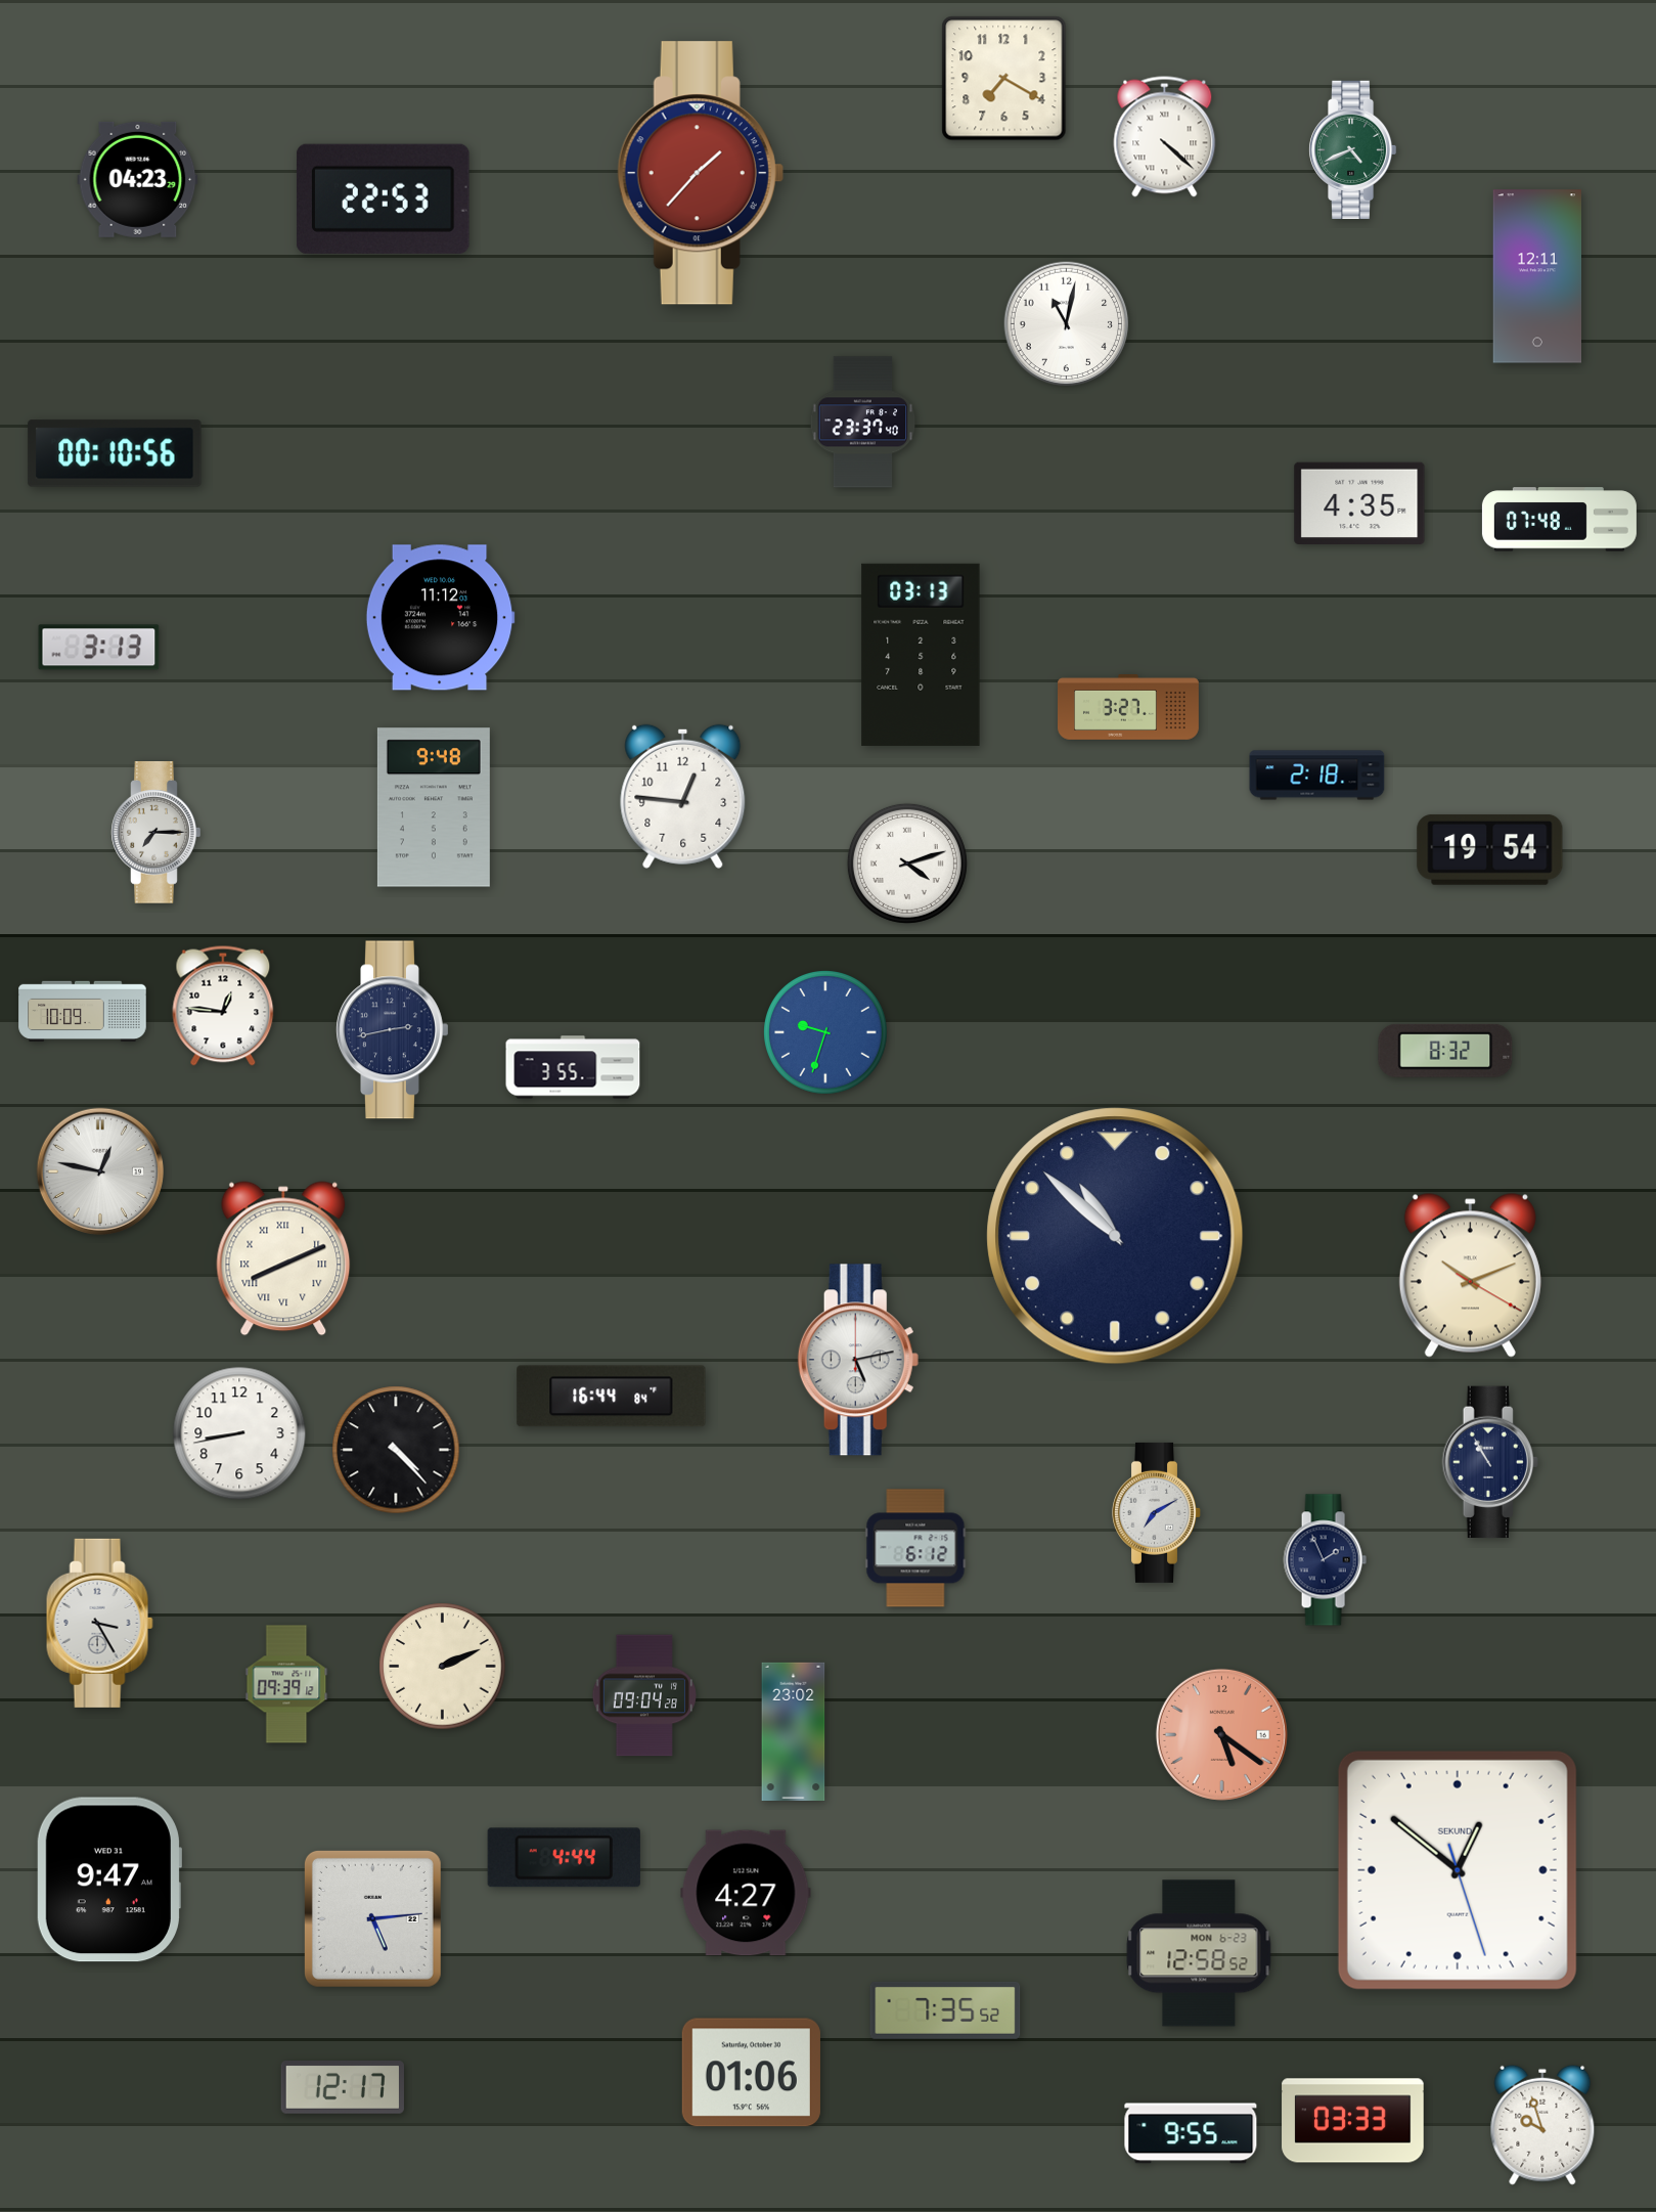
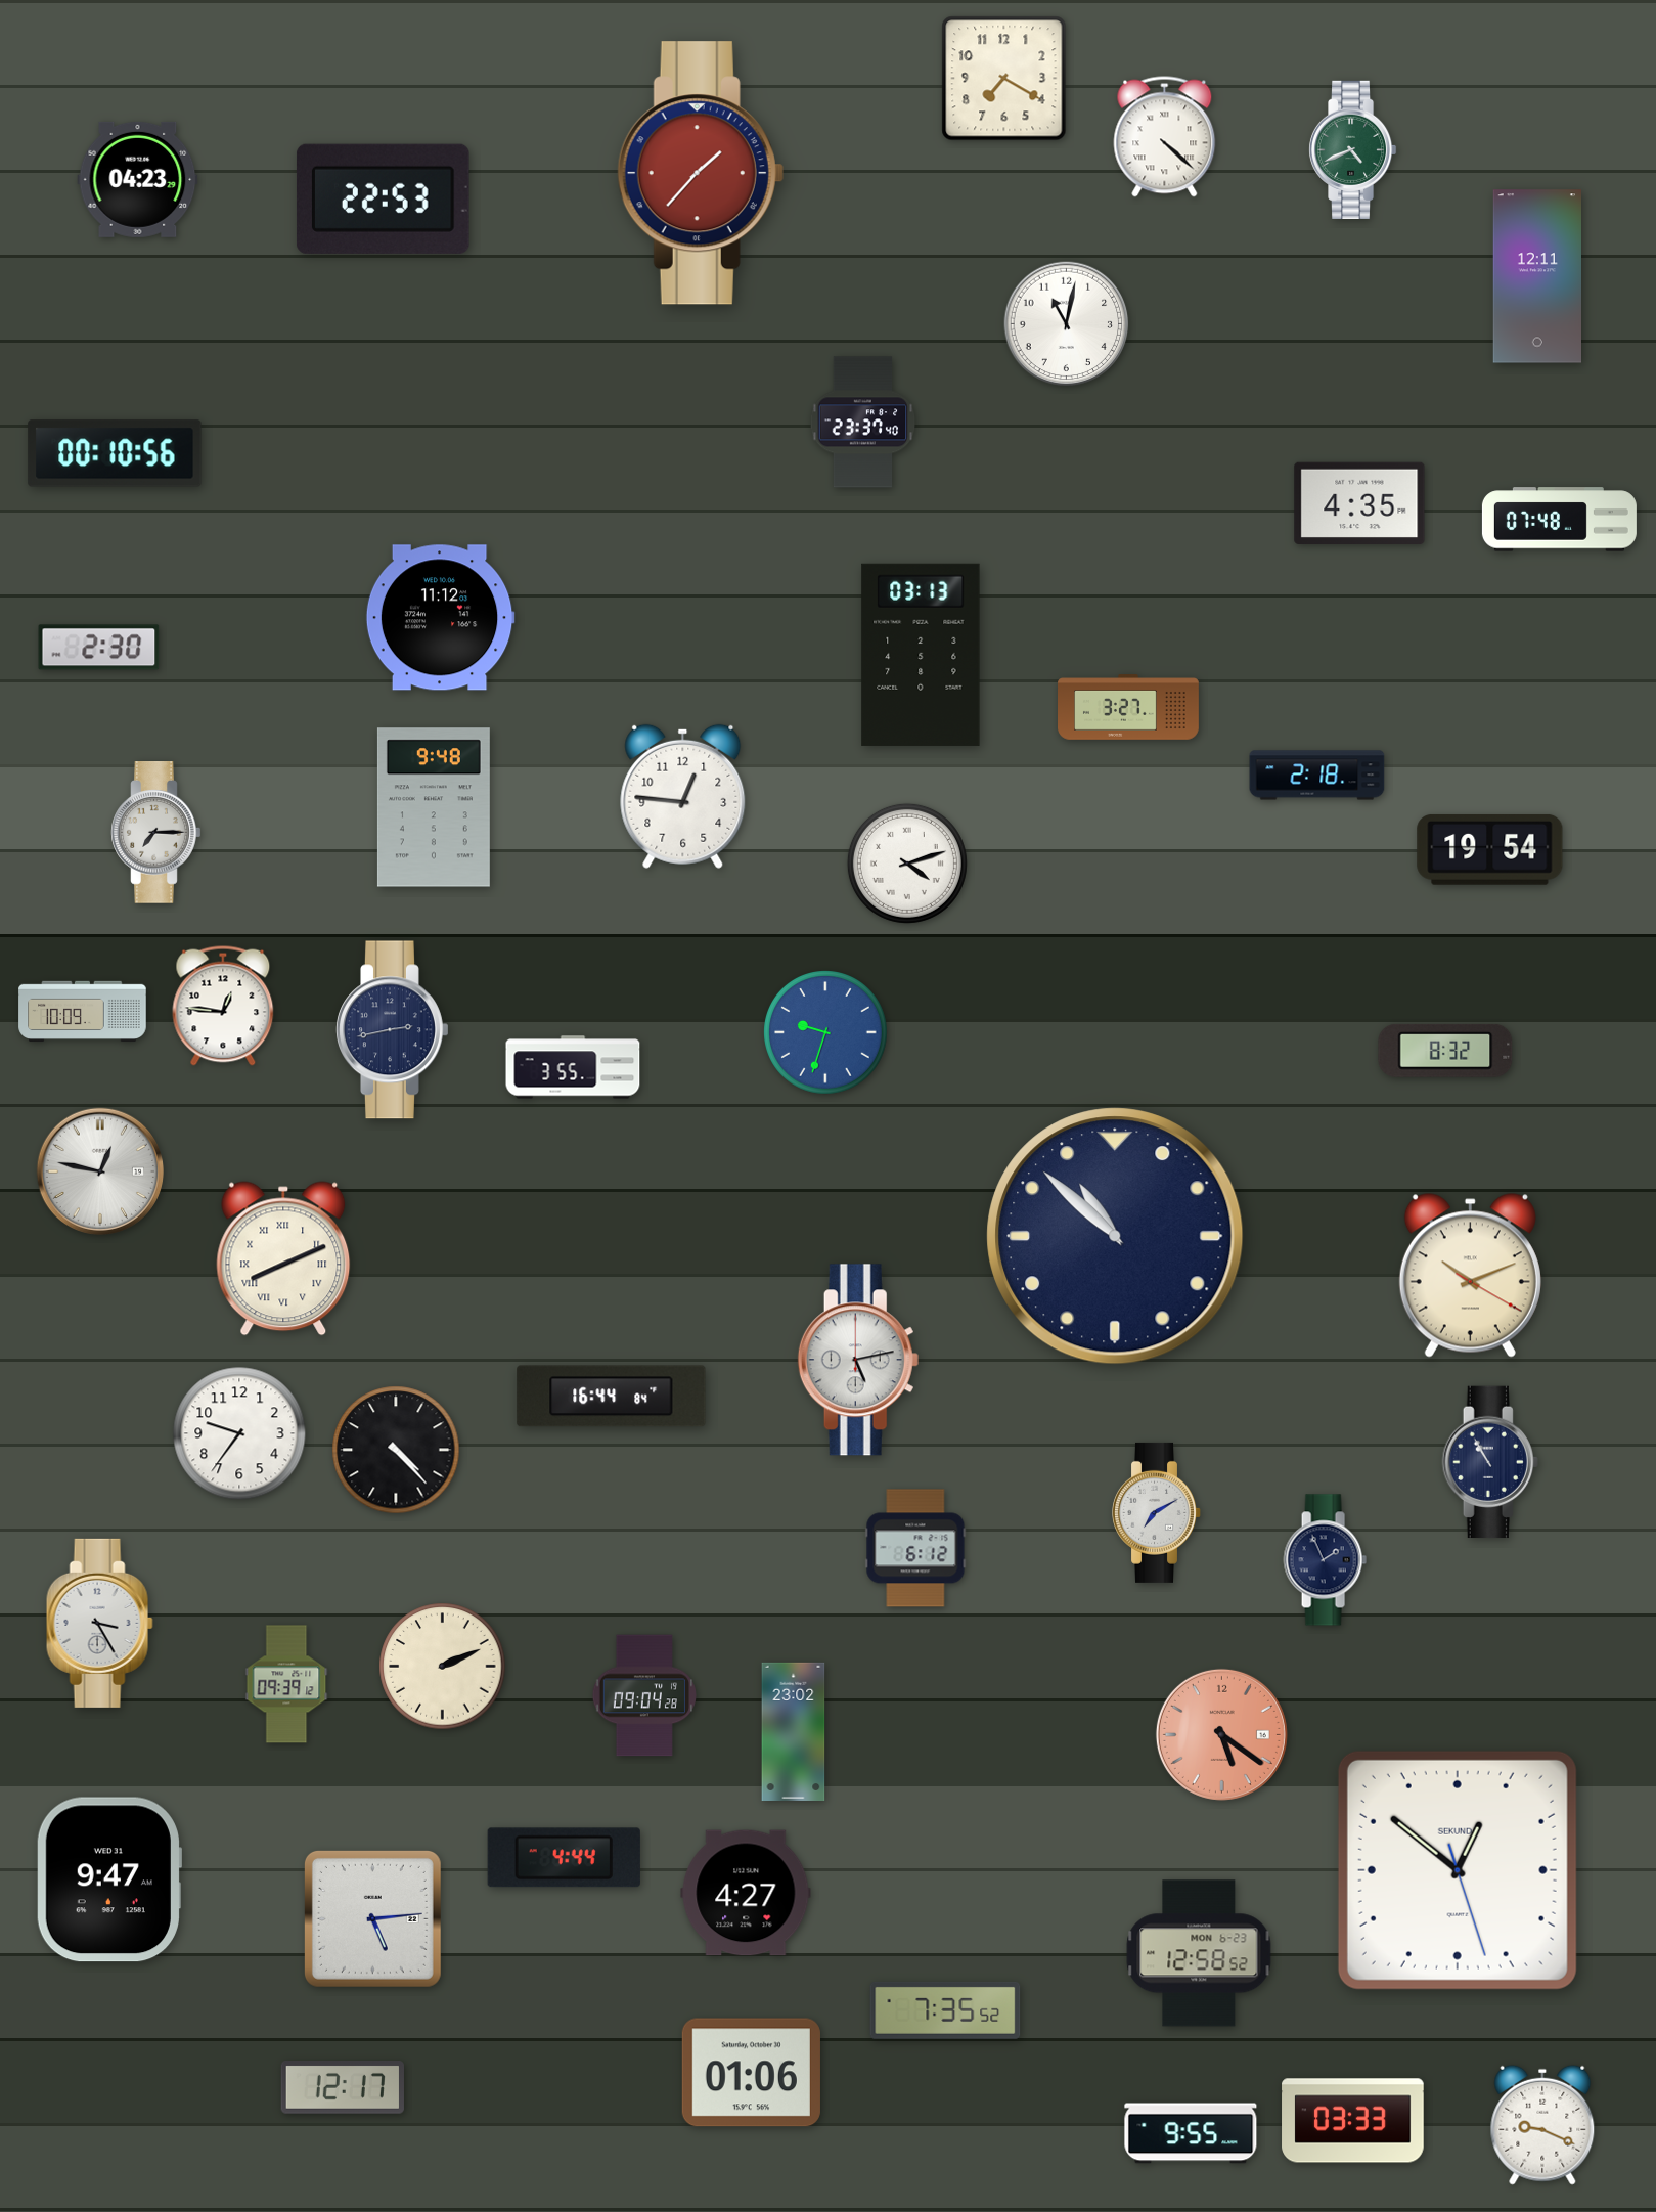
clock at (99, 648): 3:13 -> 2:30
clock at (239, 1433): 8:43 -> 9:36
clock at (1542, 2125): 9:57 -> 9:19
